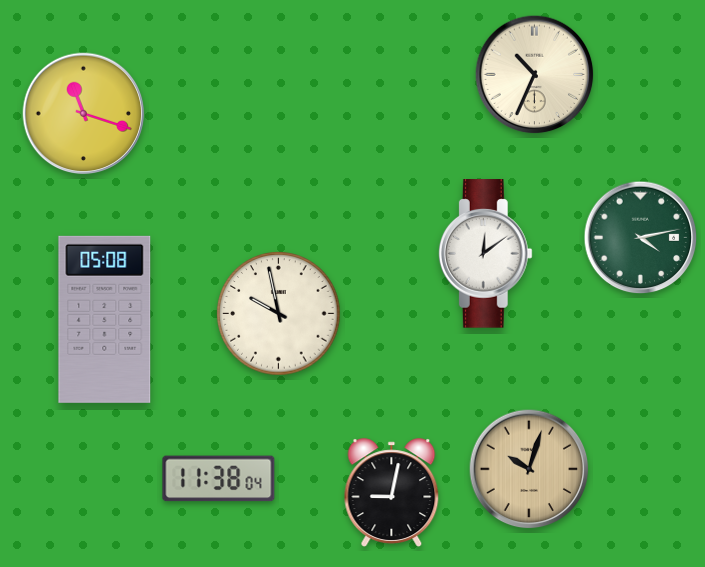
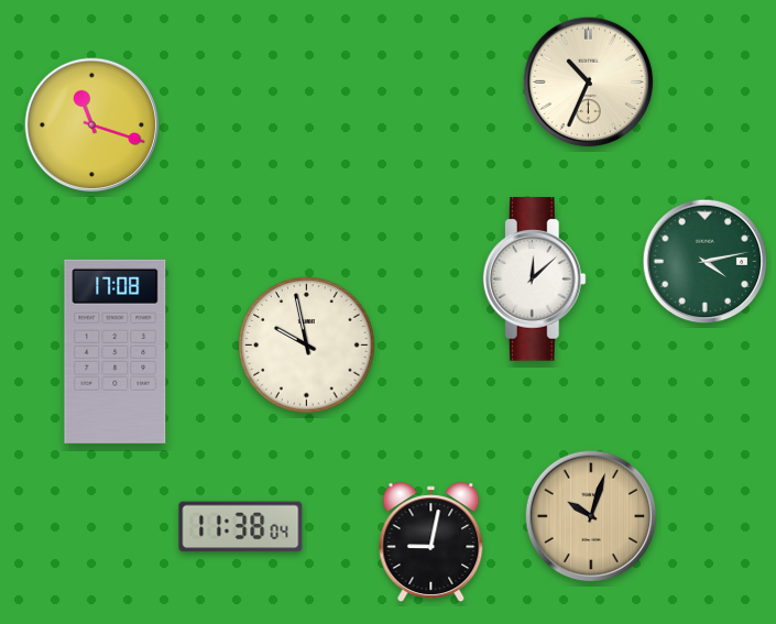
clock at (485, 254): 12:09 -> 12:08
clock at (105, 319): 05:08 -> 17:08
clock at (529, 469) position: (529, 469) -> (591, 516)
